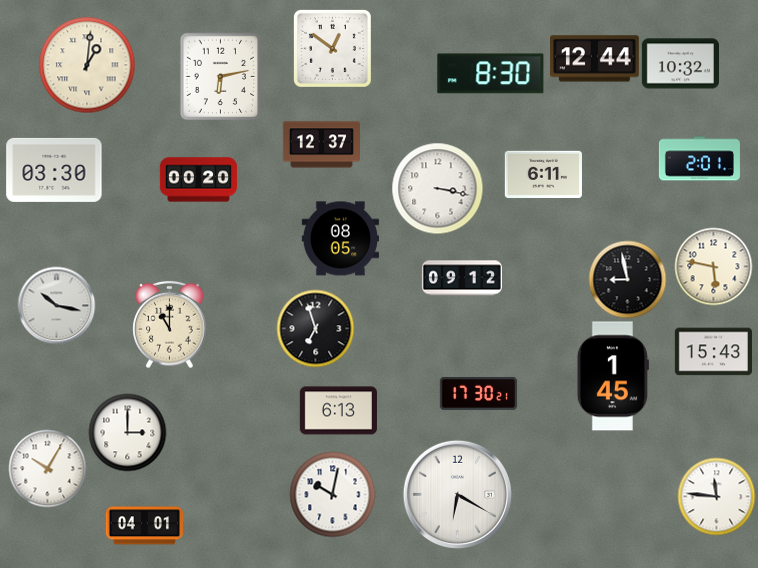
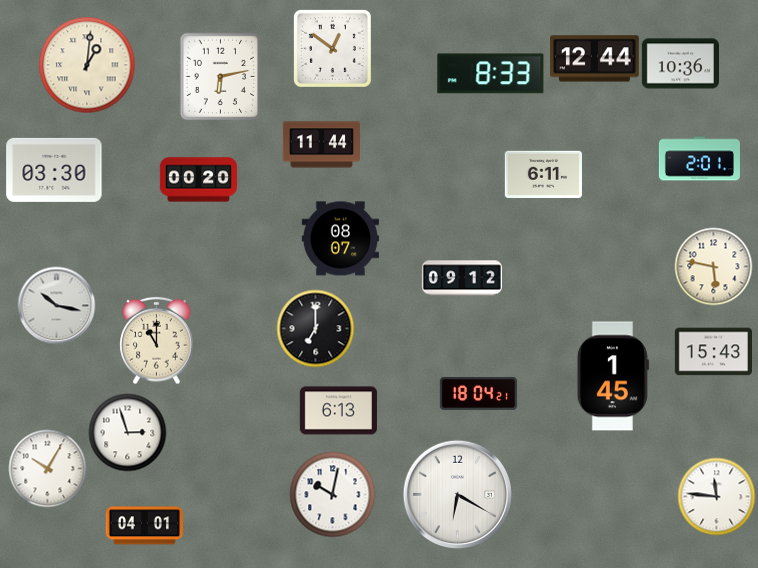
clock at (680, 64): 10:32 -> 10:36
clock at (491, 74): 8:30 -> 8:33
clock at (321, 145): 12:37 -> 11:44
clock at (437, 188): 3:17 -> none
clock at (340, 239): 08:05 -> 08:07
clock at (627, 279): 8:58 -> none
clock at (170, 324) position: (170, 324) -> (157, 340)
clock at (315, 328): 6:57 -> 7:00
clock at (478, 393): 17:30 -> 18:04
clock at (127, 432): 3:00 -> 2:57
